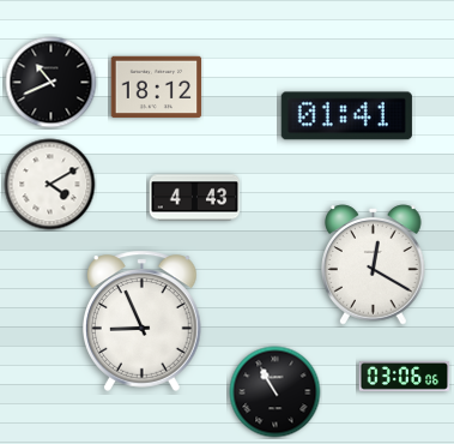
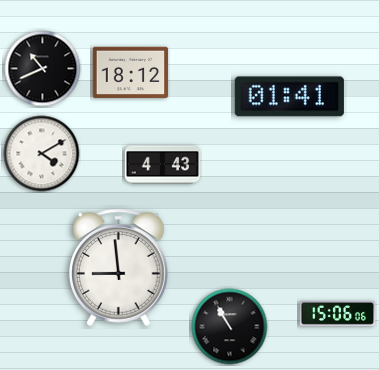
clock at (374, 265): 12:20 -> none
clock at (143, 320): 8:56 -> 8:59
clock at (405, 376): 03:06 -> 15:06
